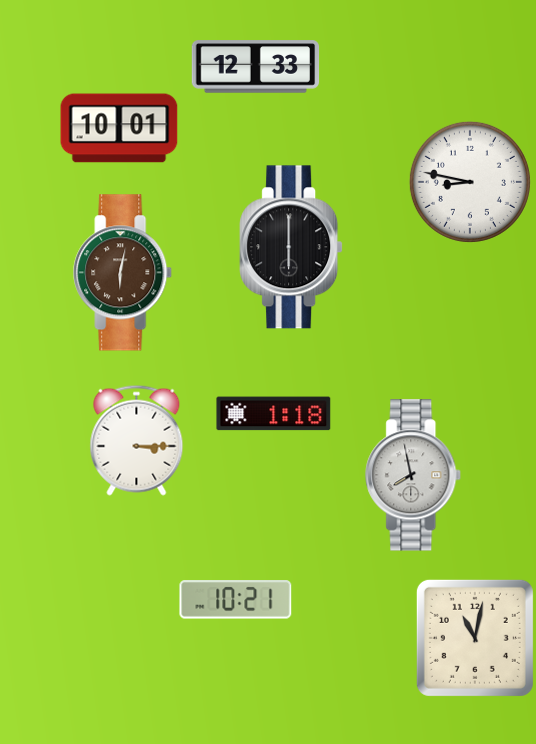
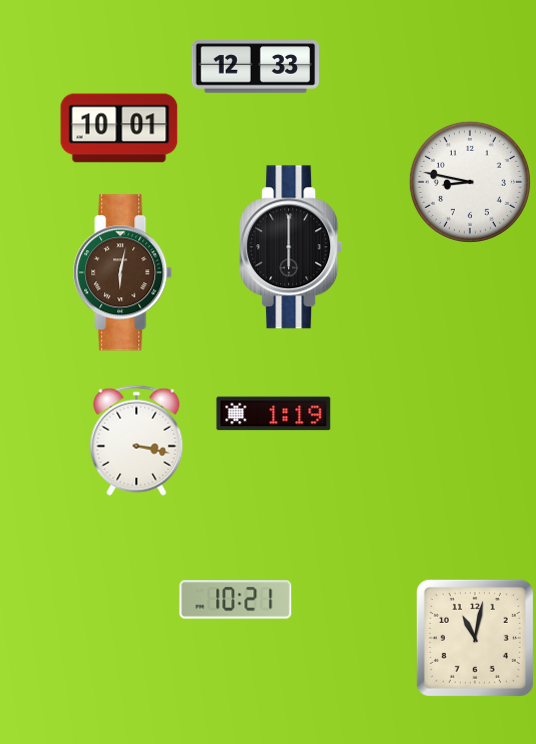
clock at (274, 414): 1:18 -> 1:19
clock at (137, 440): 3:15 -> 3:17
clock at (414, 475): 7:58 -> none
